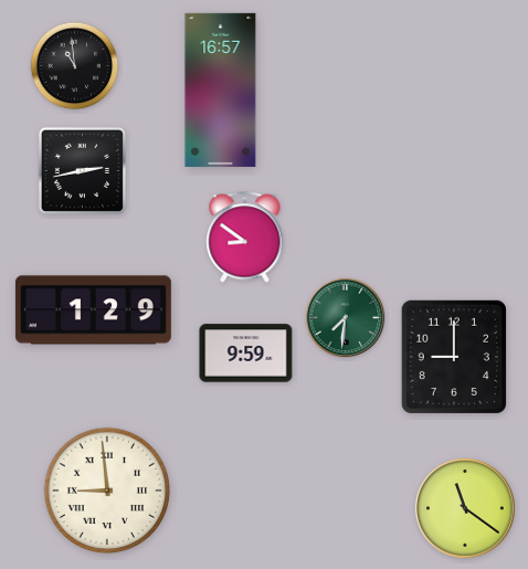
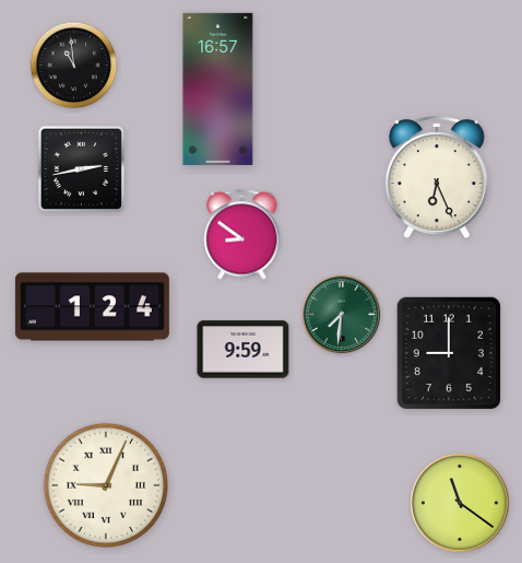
clock at (437, 178): none -> 6:26
clock at (93, 310): 1:29 -> 1:24
clock at (107, 491): 8:59 -> 9:04
